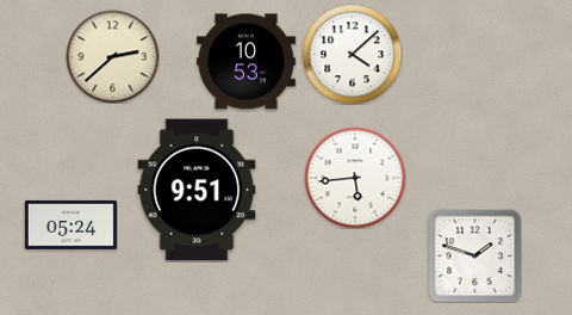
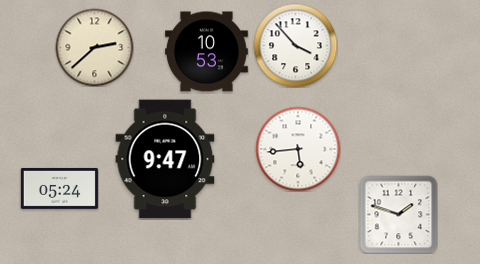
clock at (352, 54): 4:08 -> 3:53
clock at (197, 190): 9:51 -> 9:47
